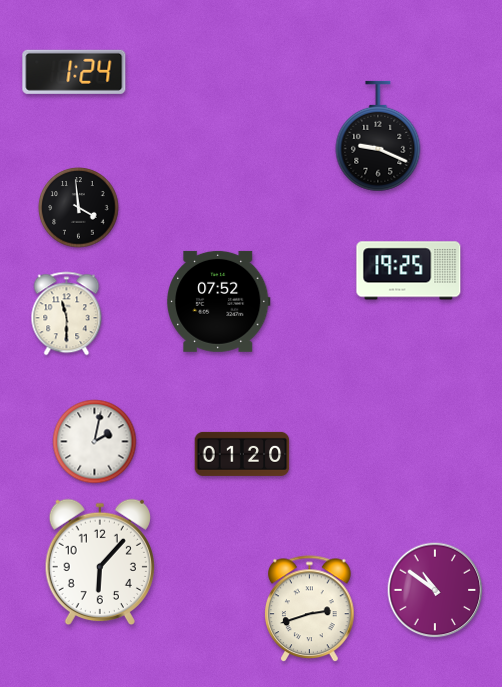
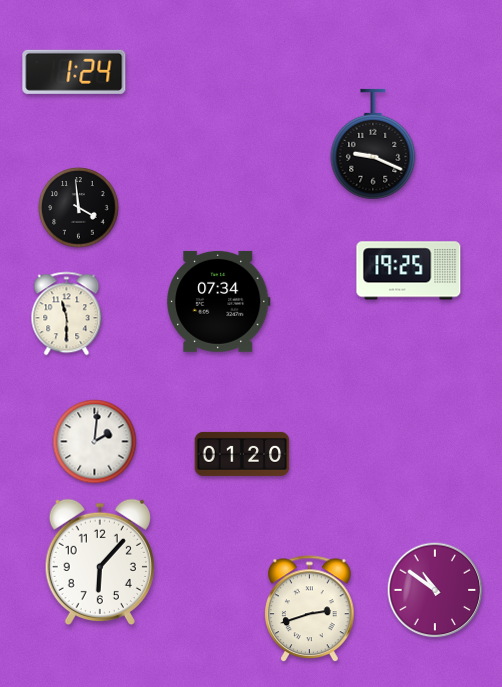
clock at (378, 136) position: (378, 136) -> (373, 144)
clock at (219, 301): 07:52 -> 07:34
clock at (95, 442): 2:02 -> 2:01
